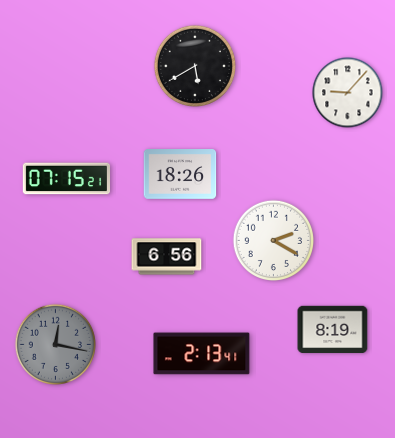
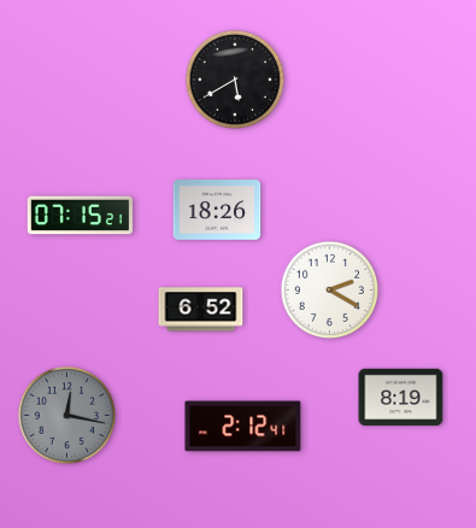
clock at (348, 93): 9:07 -> none
clock at (167, 257): 6:56 -> 6:52
clock at (202, 354): 2:13 -> 2:12
